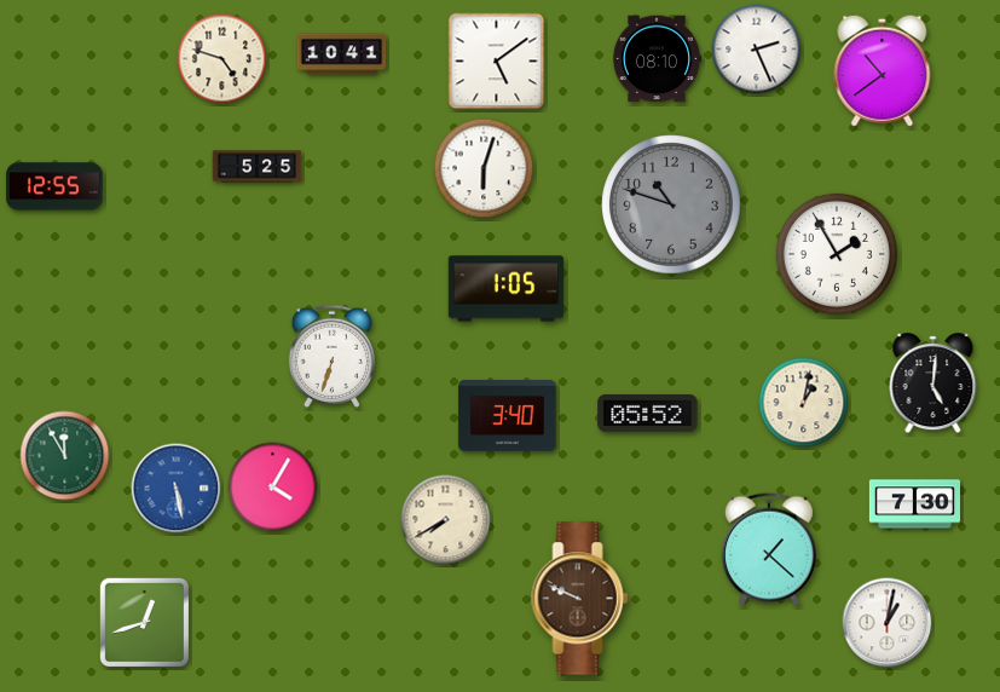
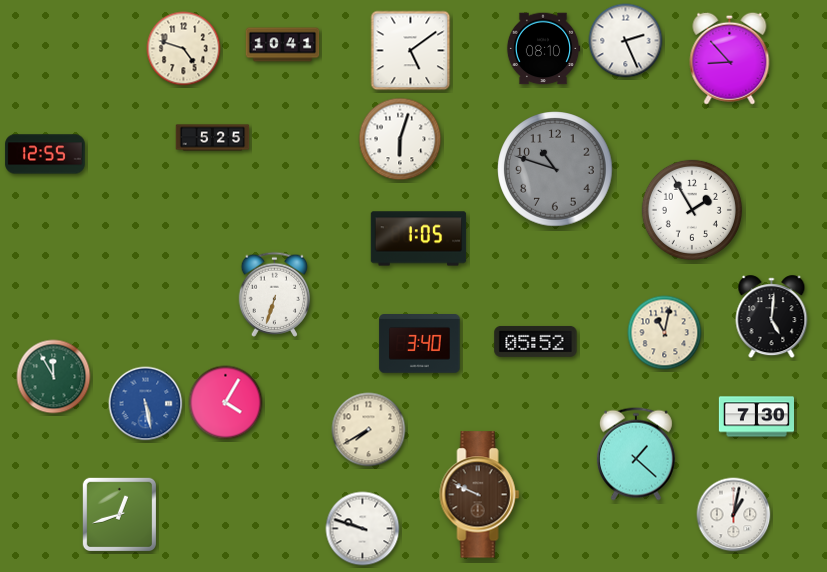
clock at (883, 70): 10:39 -> 8:53
clock at (804, 403): 1:02 -> 11:02
clock at (363, 529): none -> 9:48
